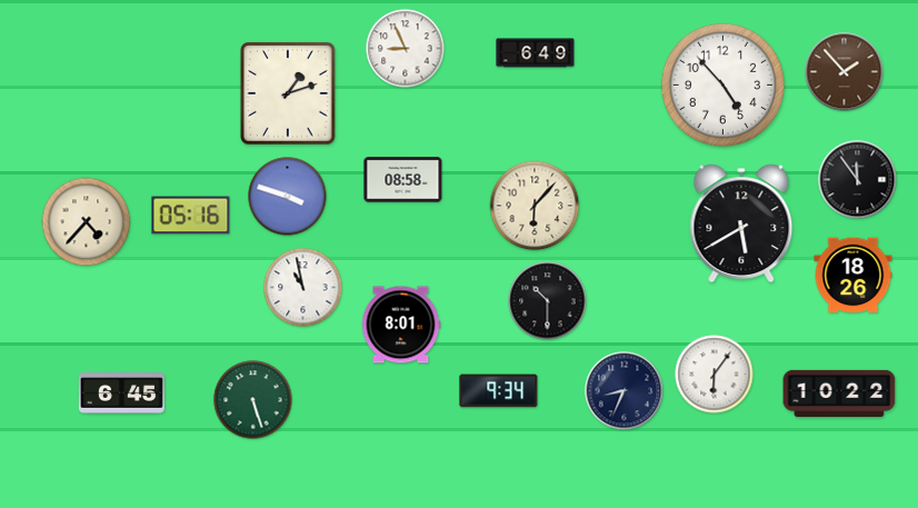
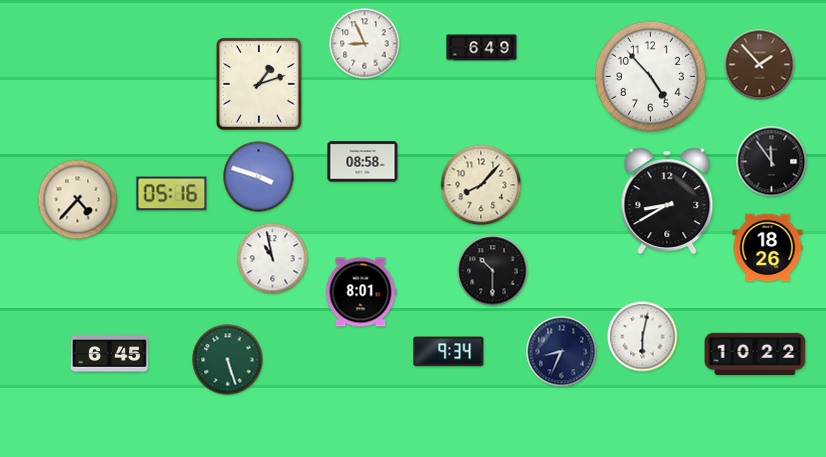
clock at (535, 206): 6:07 -> 8:07
clock at (741, 223): 5:40 -> 8:40
clock at (715, 375): 6:06 -> 6:02
